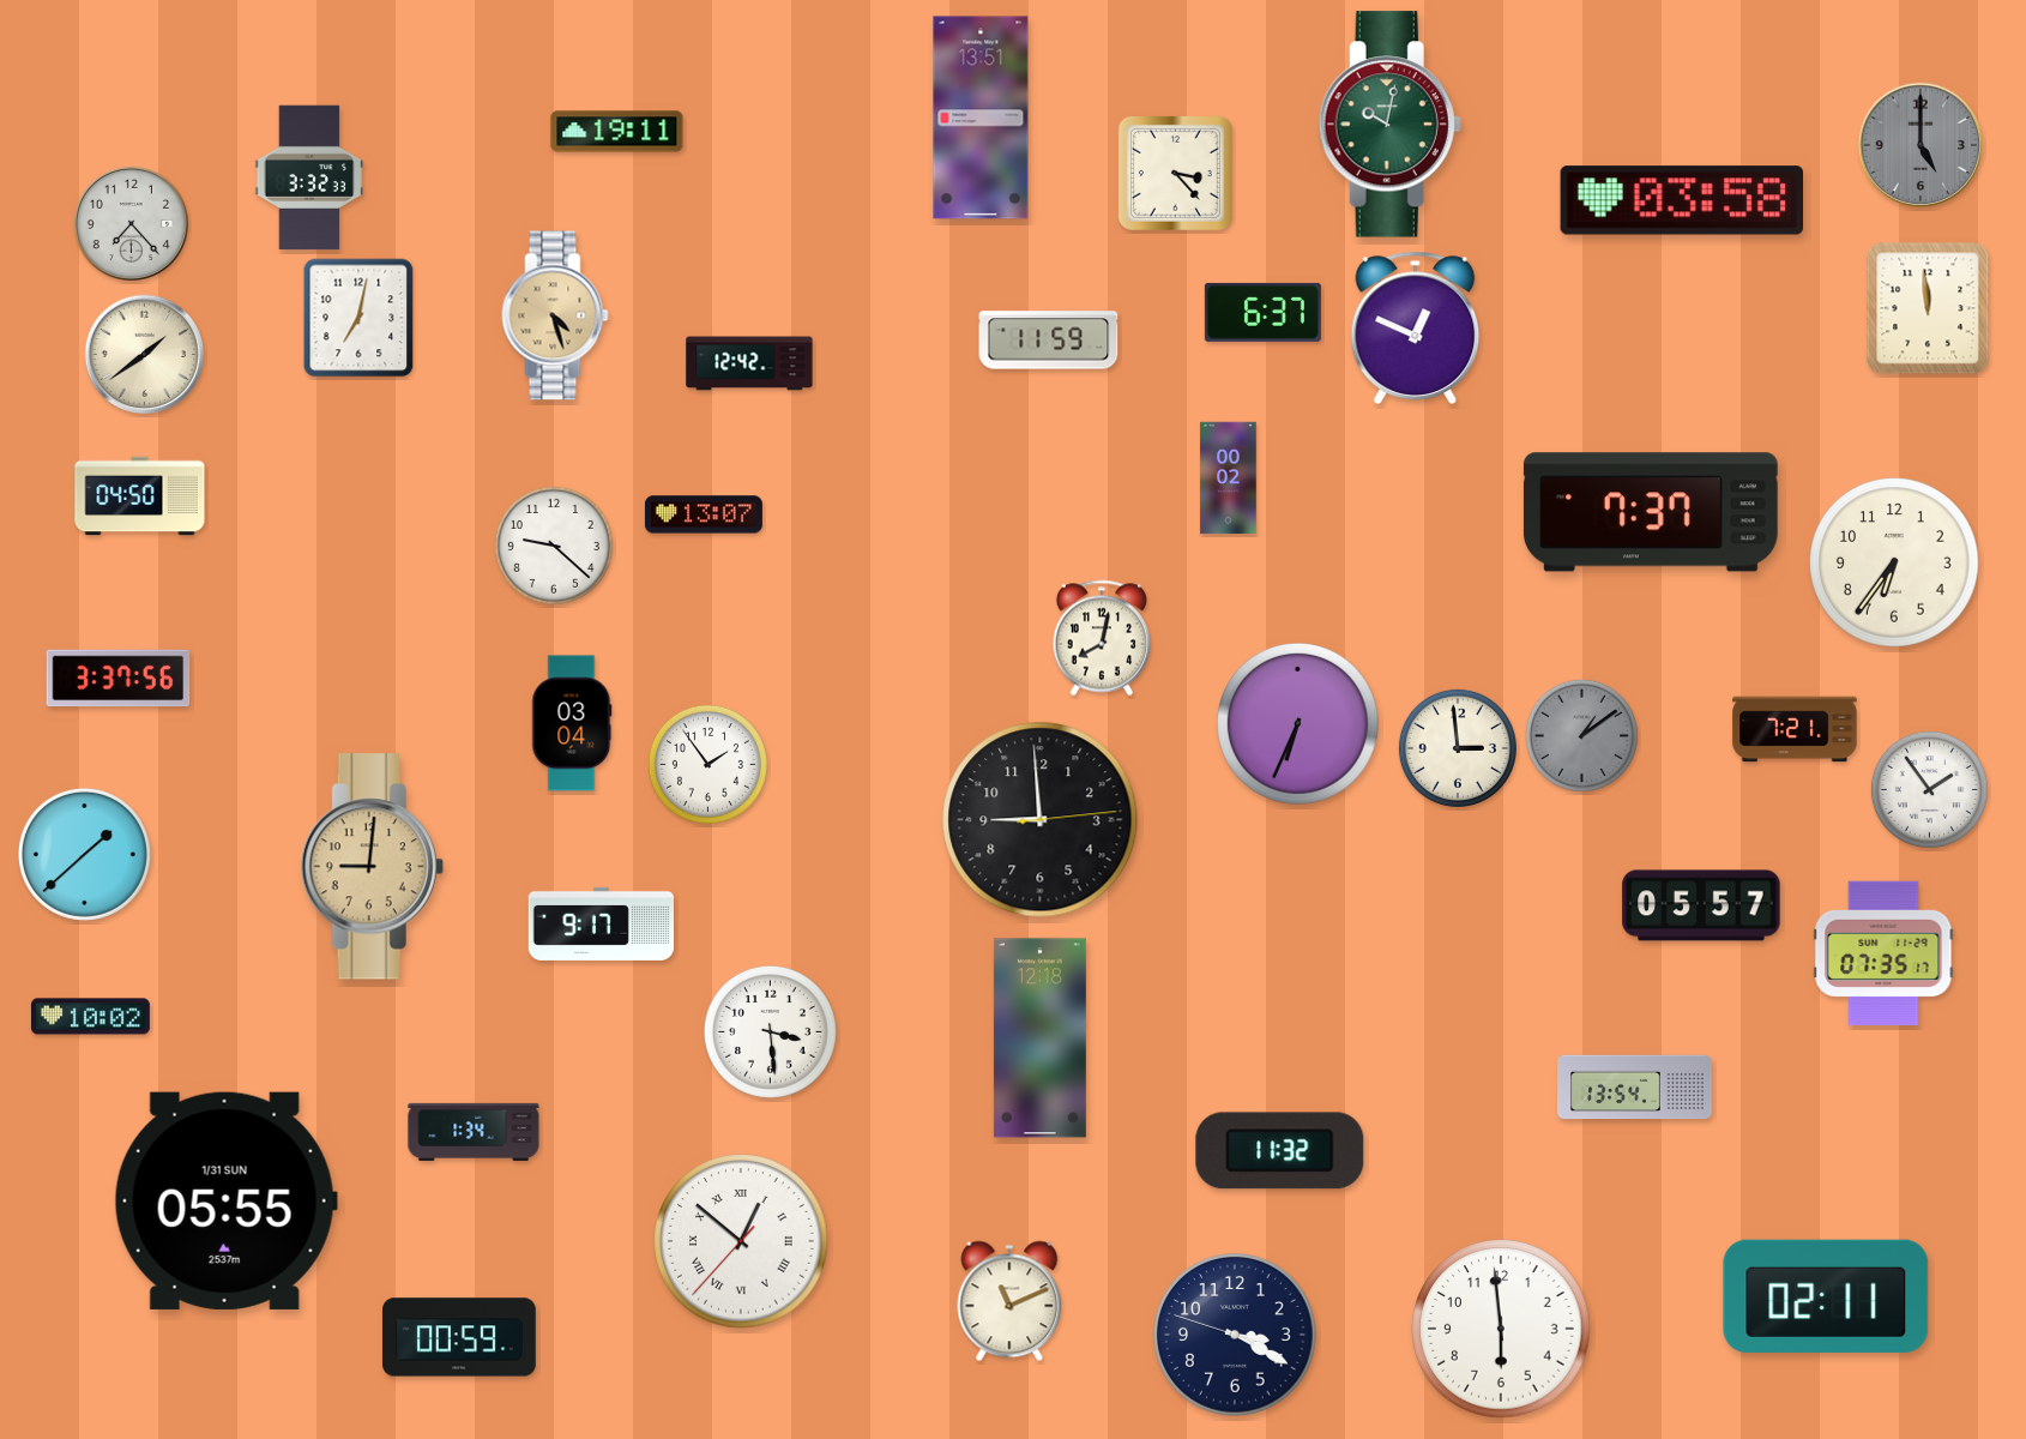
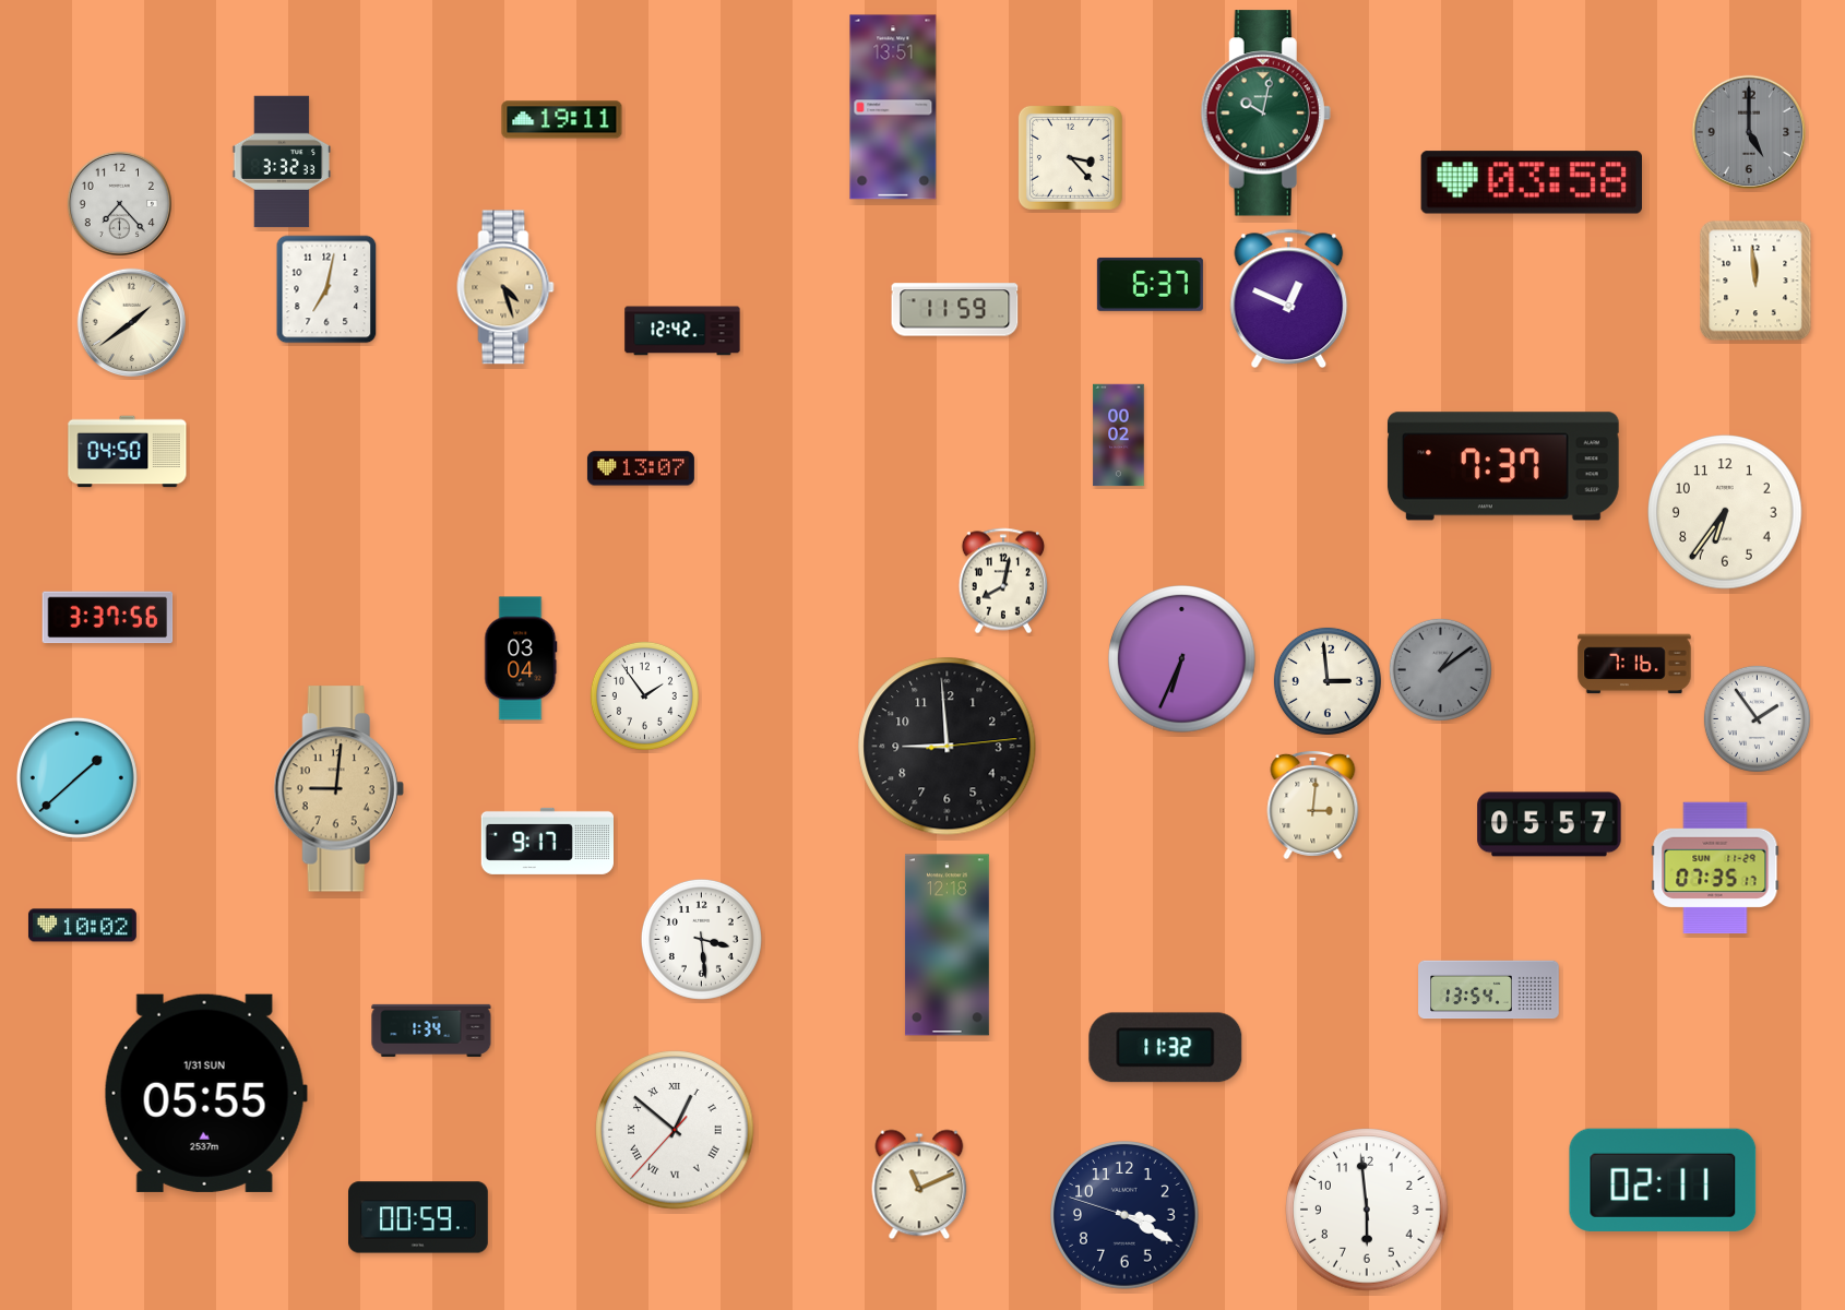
clock at (554, 546): 9:22 -> none
clock at (1795, 729): 7:21 -> 7:16
clock at (1313, 805): none -> 3:01
